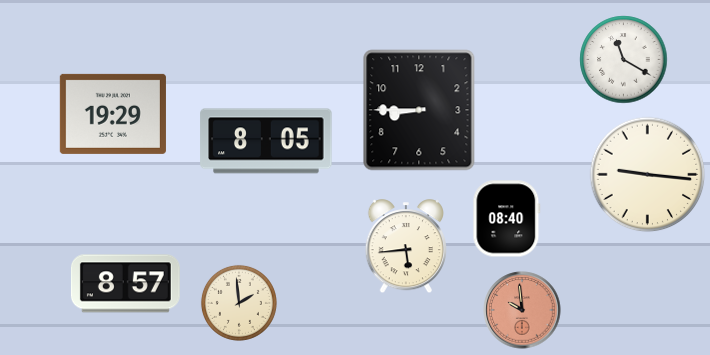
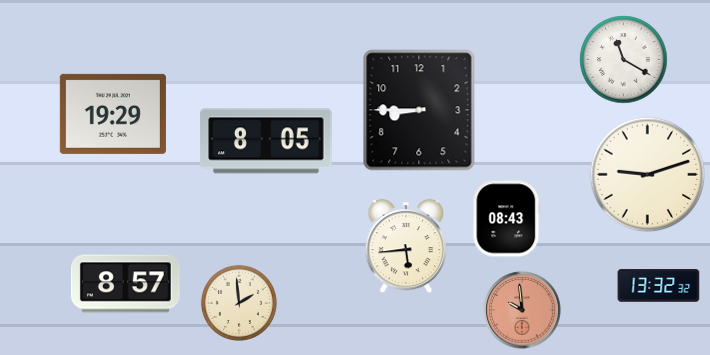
clock at (648, 175): 9:16 -> 9:12
clock at (507, 219): 08:40 -> 08:43
clock at (659, 286): none -> 13:32
